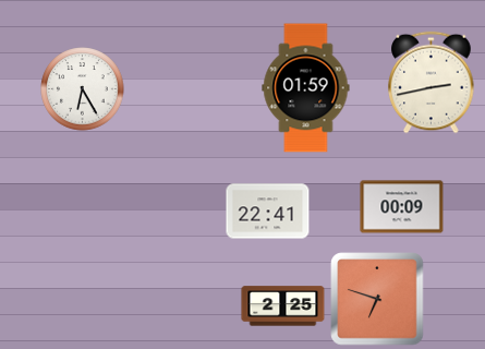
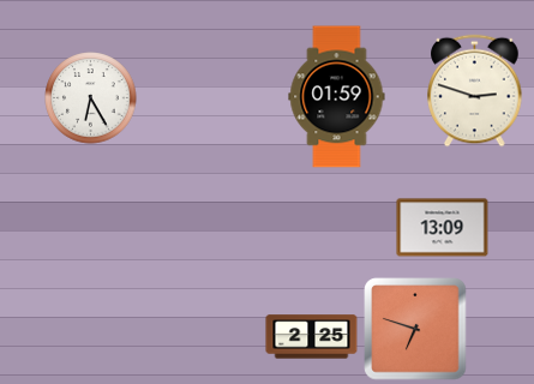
clock at (432, 83): 2:43 -> 2:48
clock at (402, 207): 00:09 -> 13:09
clock at (268, 212): 22:41 -> none
